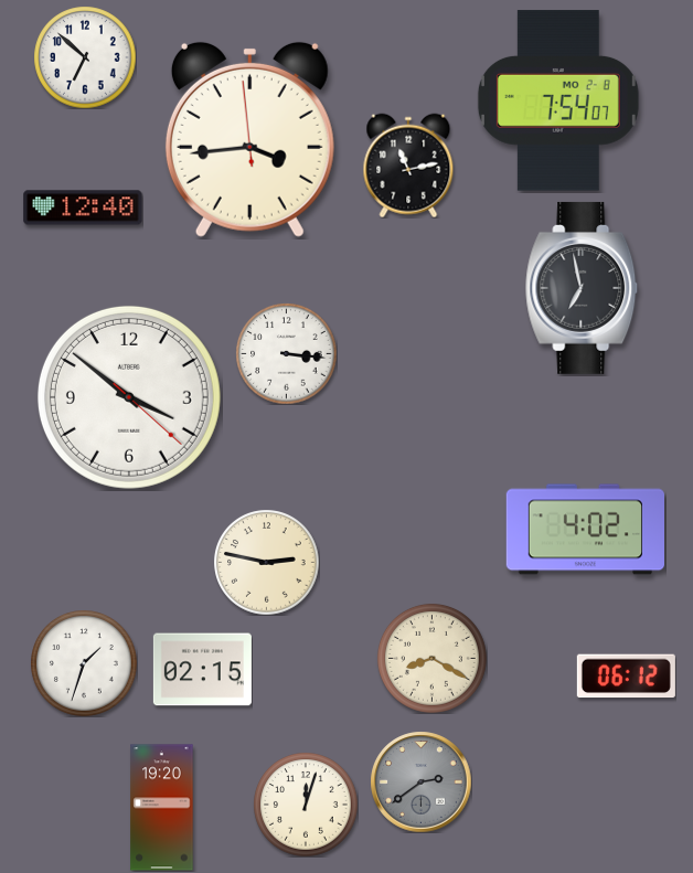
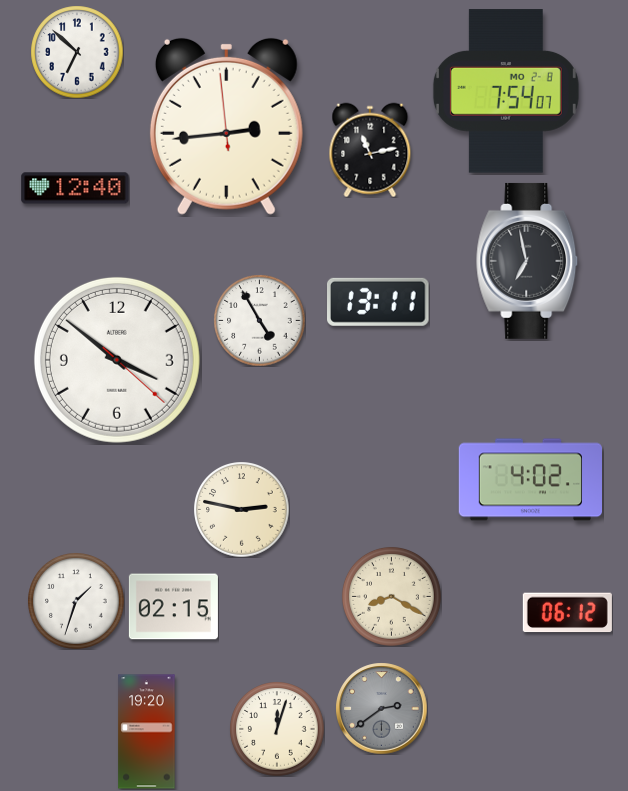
clock at (249, 139): 3:43 -> 2:43
clock at (379, 302): none -> 13:11
clock at (286, 353): 3:16 -> 4:55
clock at (202, 670) position: (202, 670) -> (173, 607)
